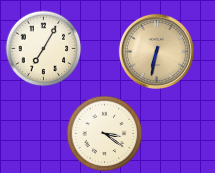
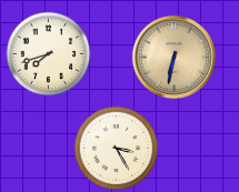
clock at (44, 49): 7:05 -> 7:42
clock at (105, 134): 3:21 -> 3:25
